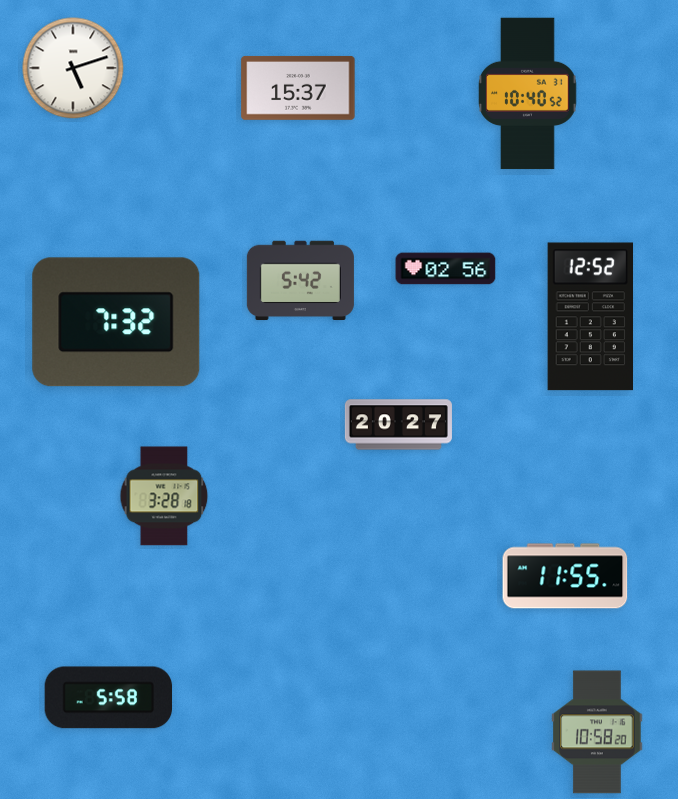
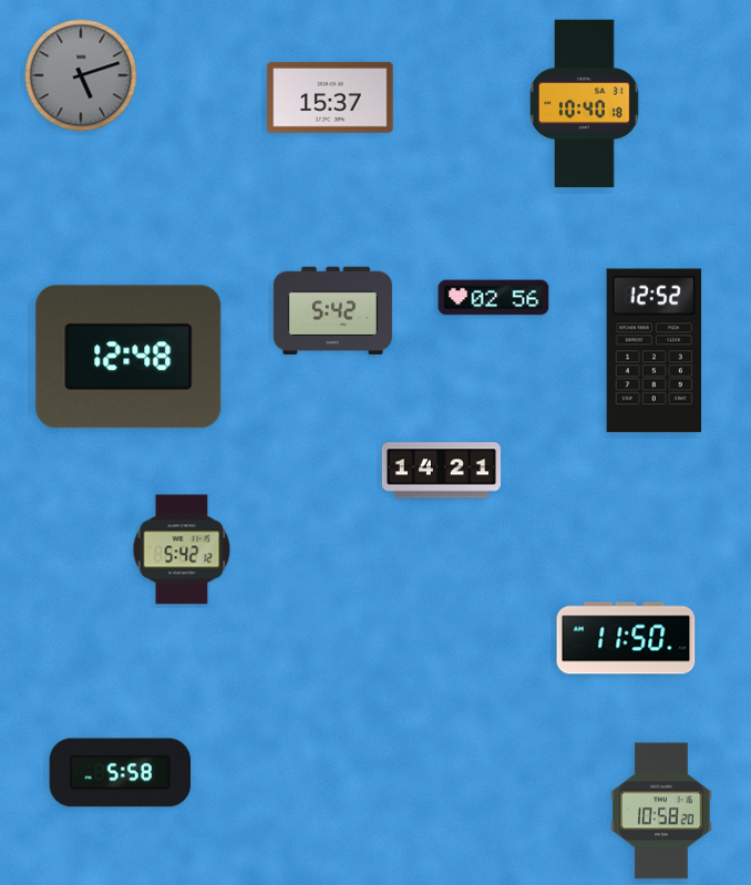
clock at (73, 68) dial: white -> grey
clock at (528, 94): 10:40:52 -> 10:40:18
clock at (116, 322): 7:32 -> 12:48
clock at (398, 425): 20:27 -> 14:21
clock at (164, 496): 3:28 -> 5:42
clock at (565, 576): 11:55 -> 11:50
